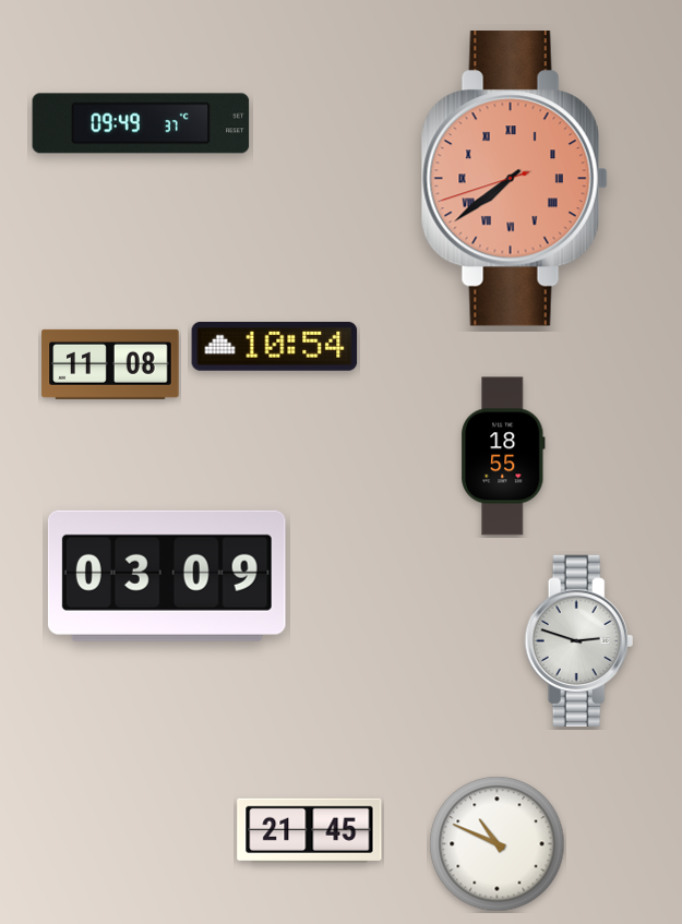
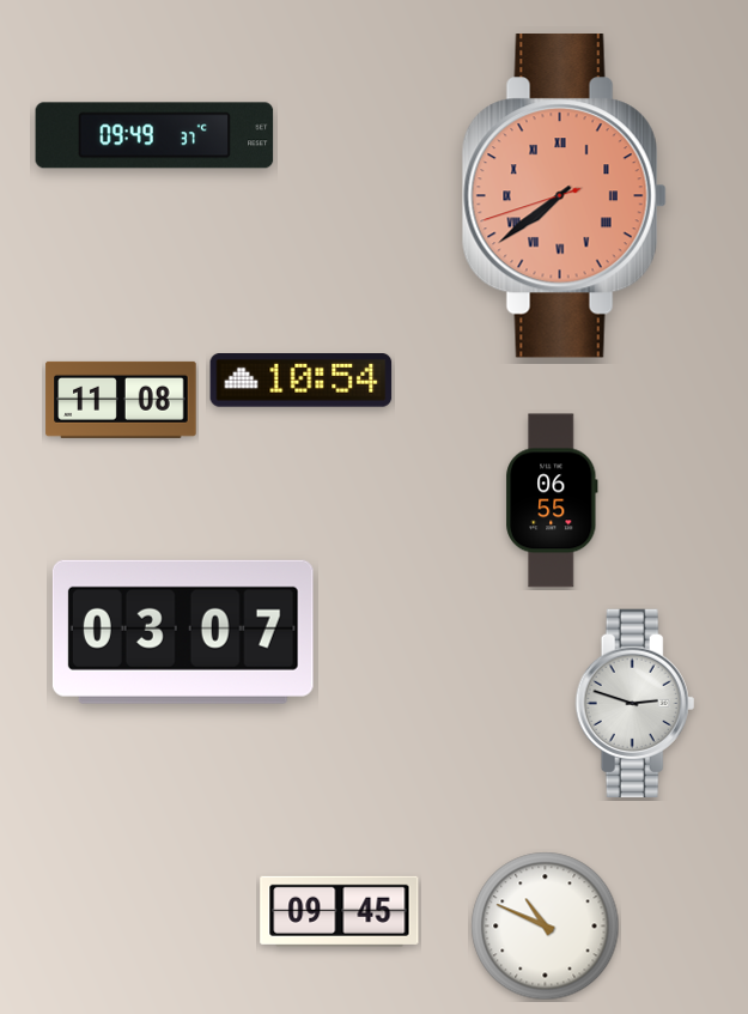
clock at (503, 456): 18:55 -> 06:55
clock at (167, 576): 03:09 -> 03:07
clock at (310, 830): 21:45 -> 09:45
